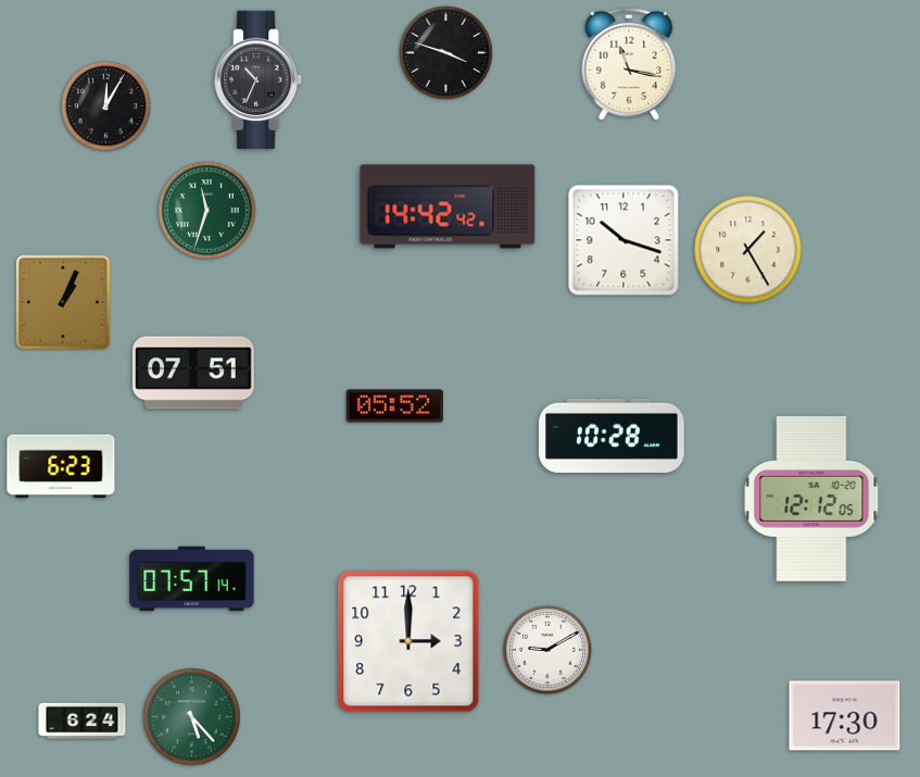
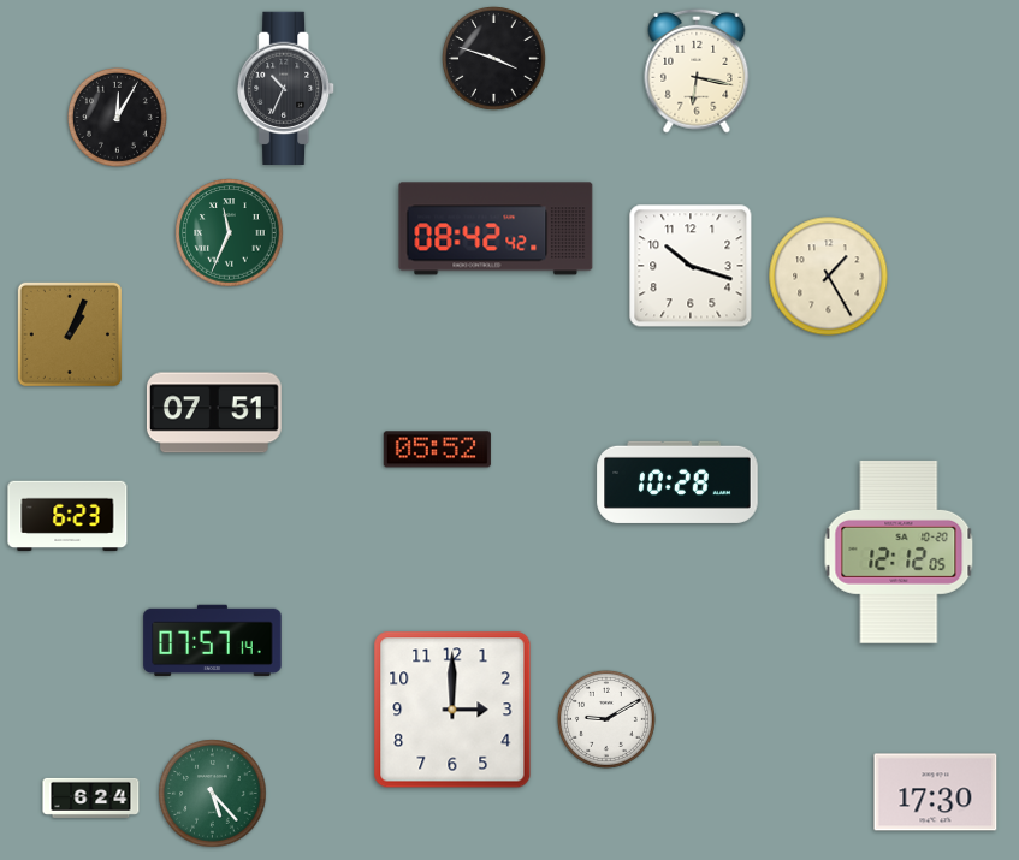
clock at (629, 64): 11:17 -> 6:17
clock at (448, 206): 14:42 -> 08:42
clock at (207, 211): 11:33 -> 11:34
